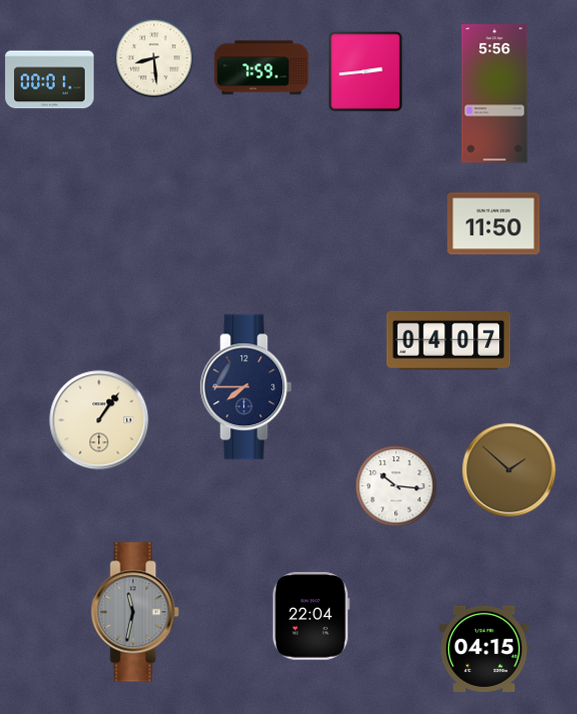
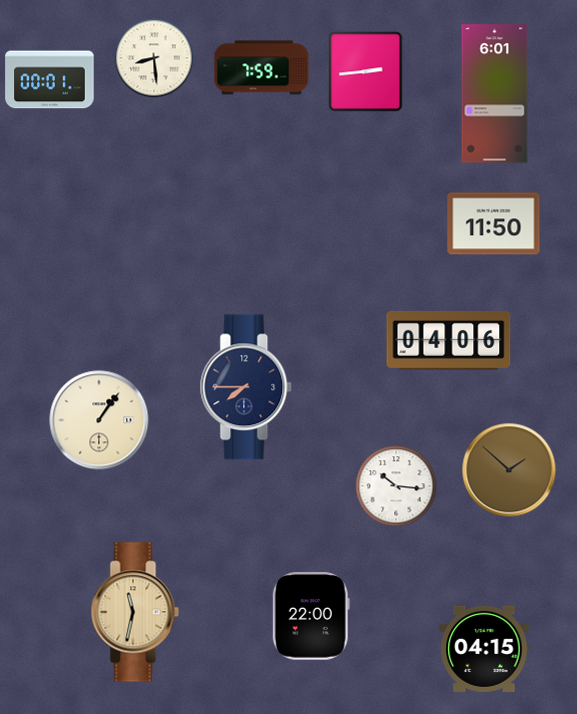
clock at (495, 94): 5:56 -> 6:01
clock at (449, 340): 04:07 -> 04:06
clock at (135, 612) dial: grey -> champagne
clock at (311, 616): 22:04 -> 22:00
